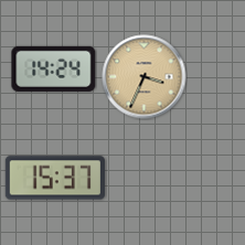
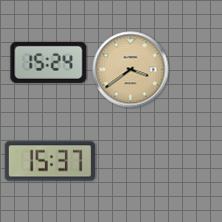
clock at (54, 68): 14:24 -> 15:24
clock at (145, 77): 3:34 -> 3:39
